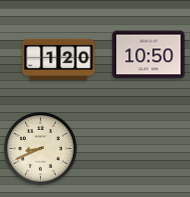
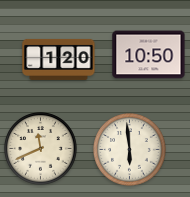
clock at (41, 149): 8:41 -> 11:41
clock at (130, 150): none -> 5:59
